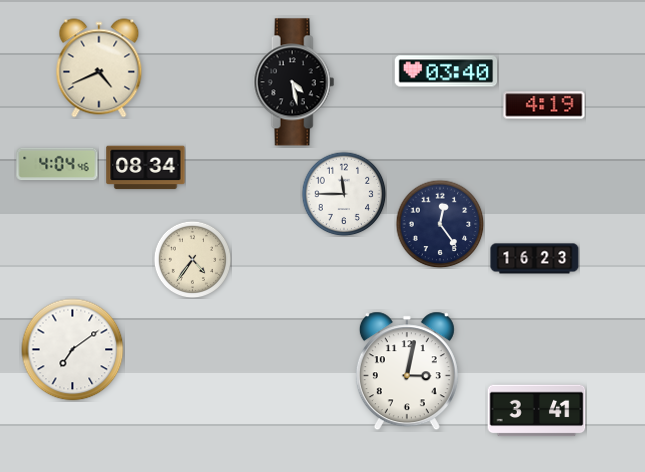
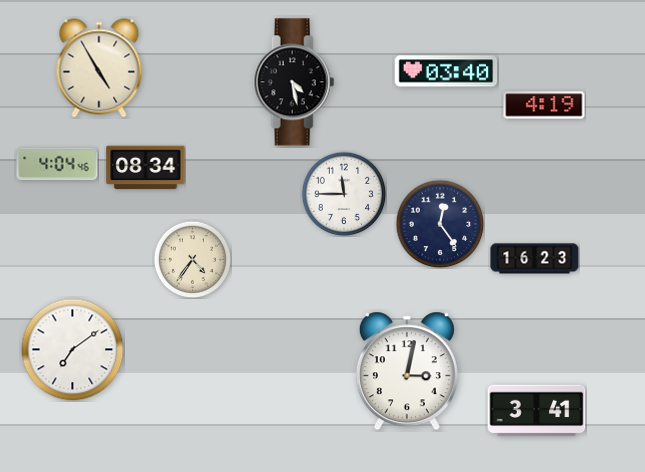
clock at (99, 68): 4:41 -> 4:55
